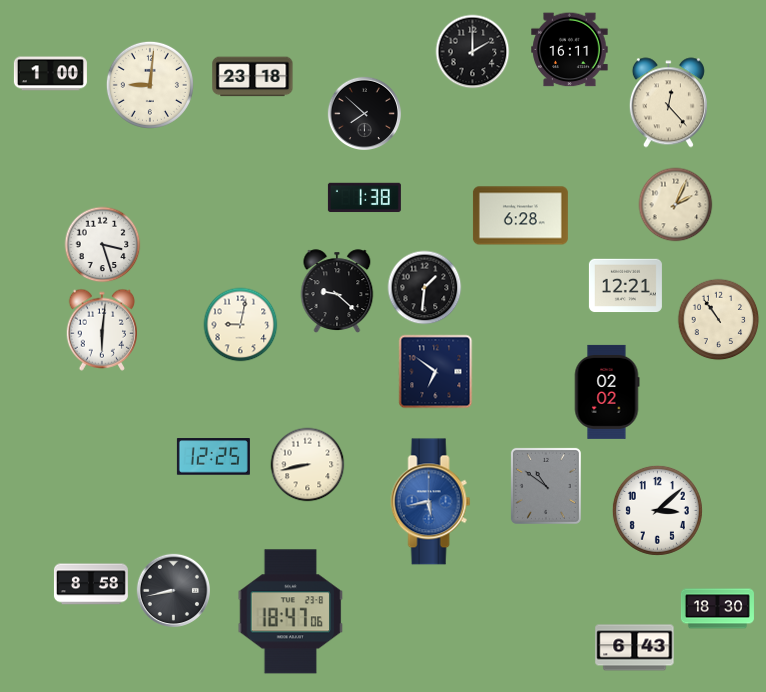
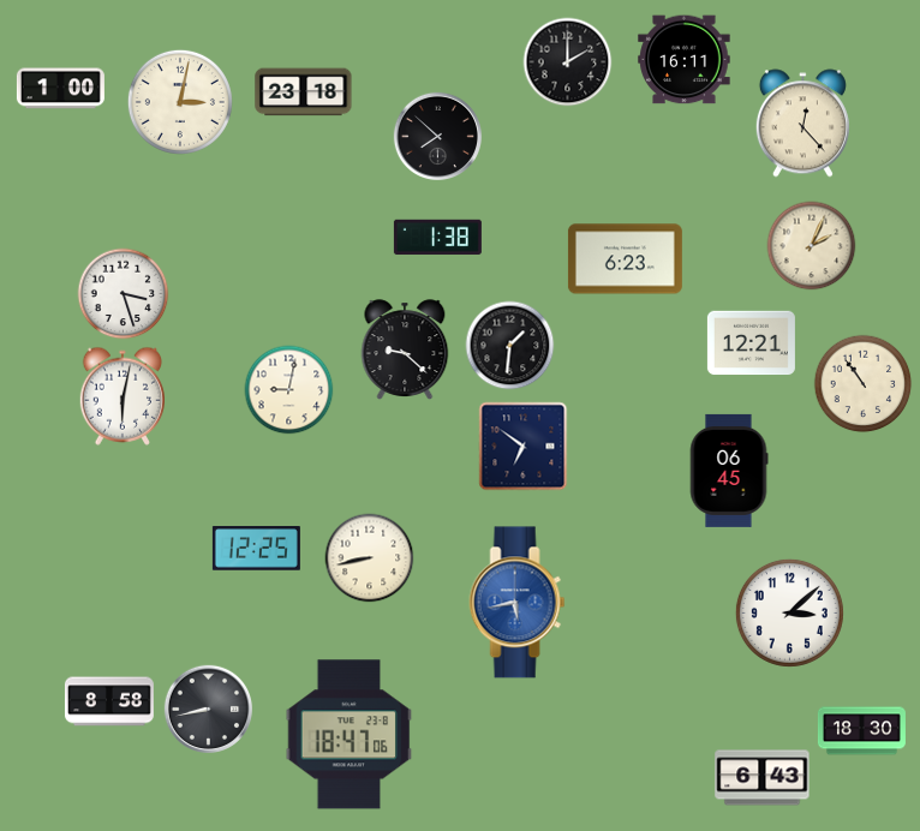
clock at (150, 85): 9:01 -> 3:02
clock at (520, 216): 6:28 -> 6:23
clock at (101, 330): 6:01 -> 6:02
clock at (607, 392): 02:02 -> 06:45
clock at (546, 486): 10:51 -> none
